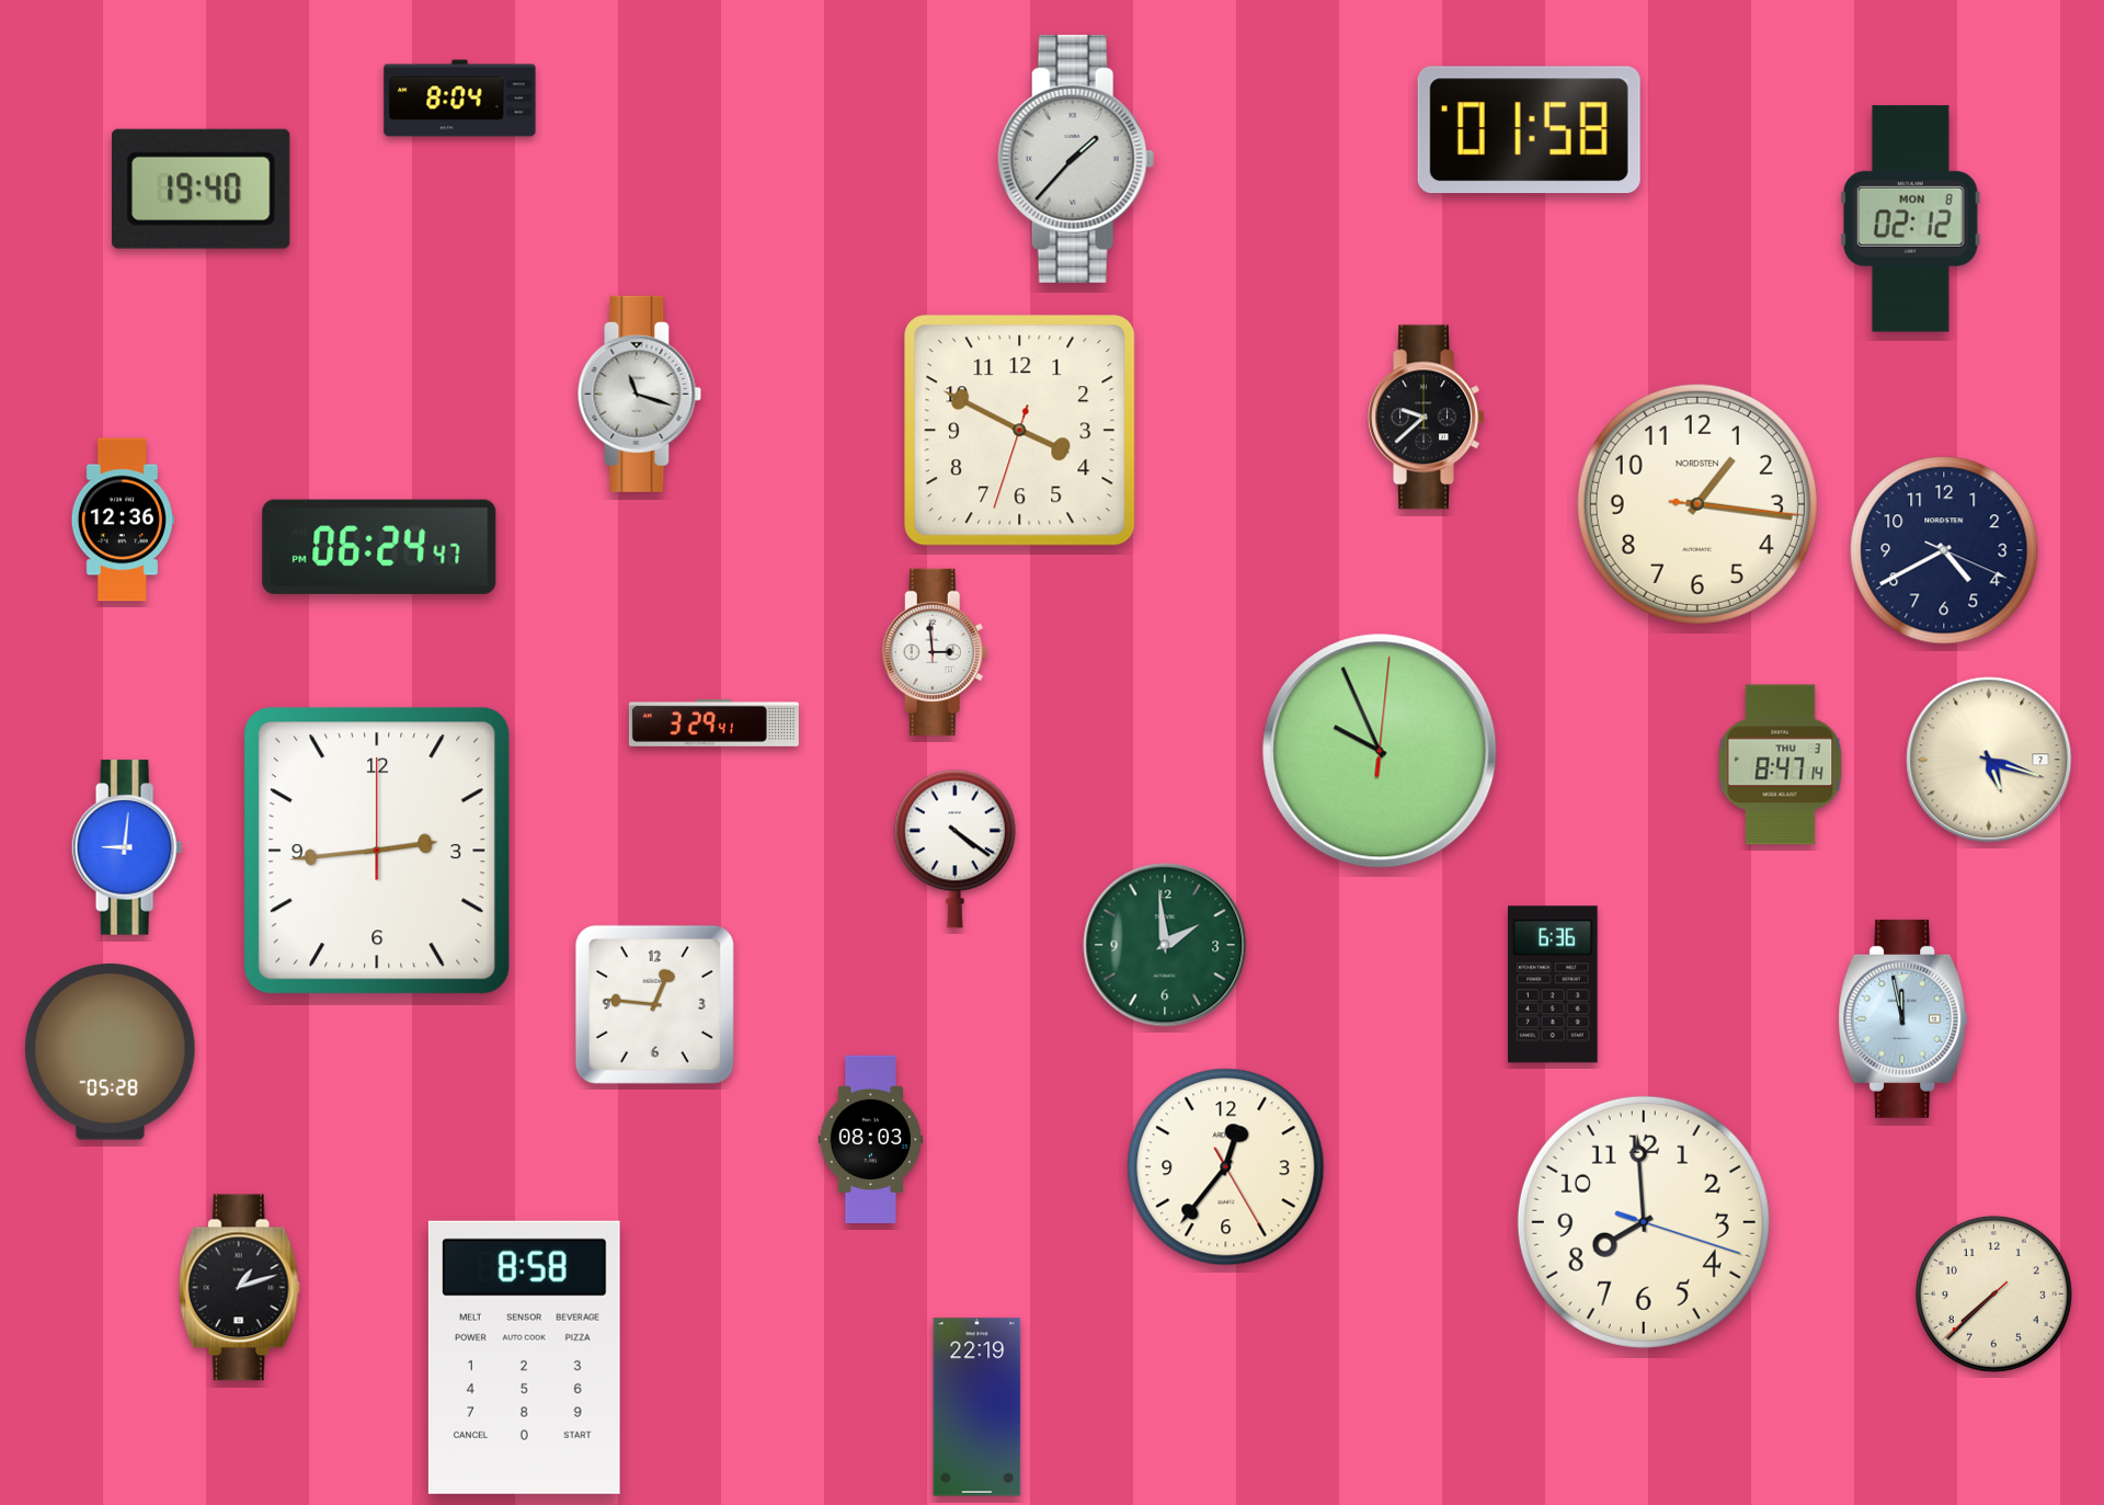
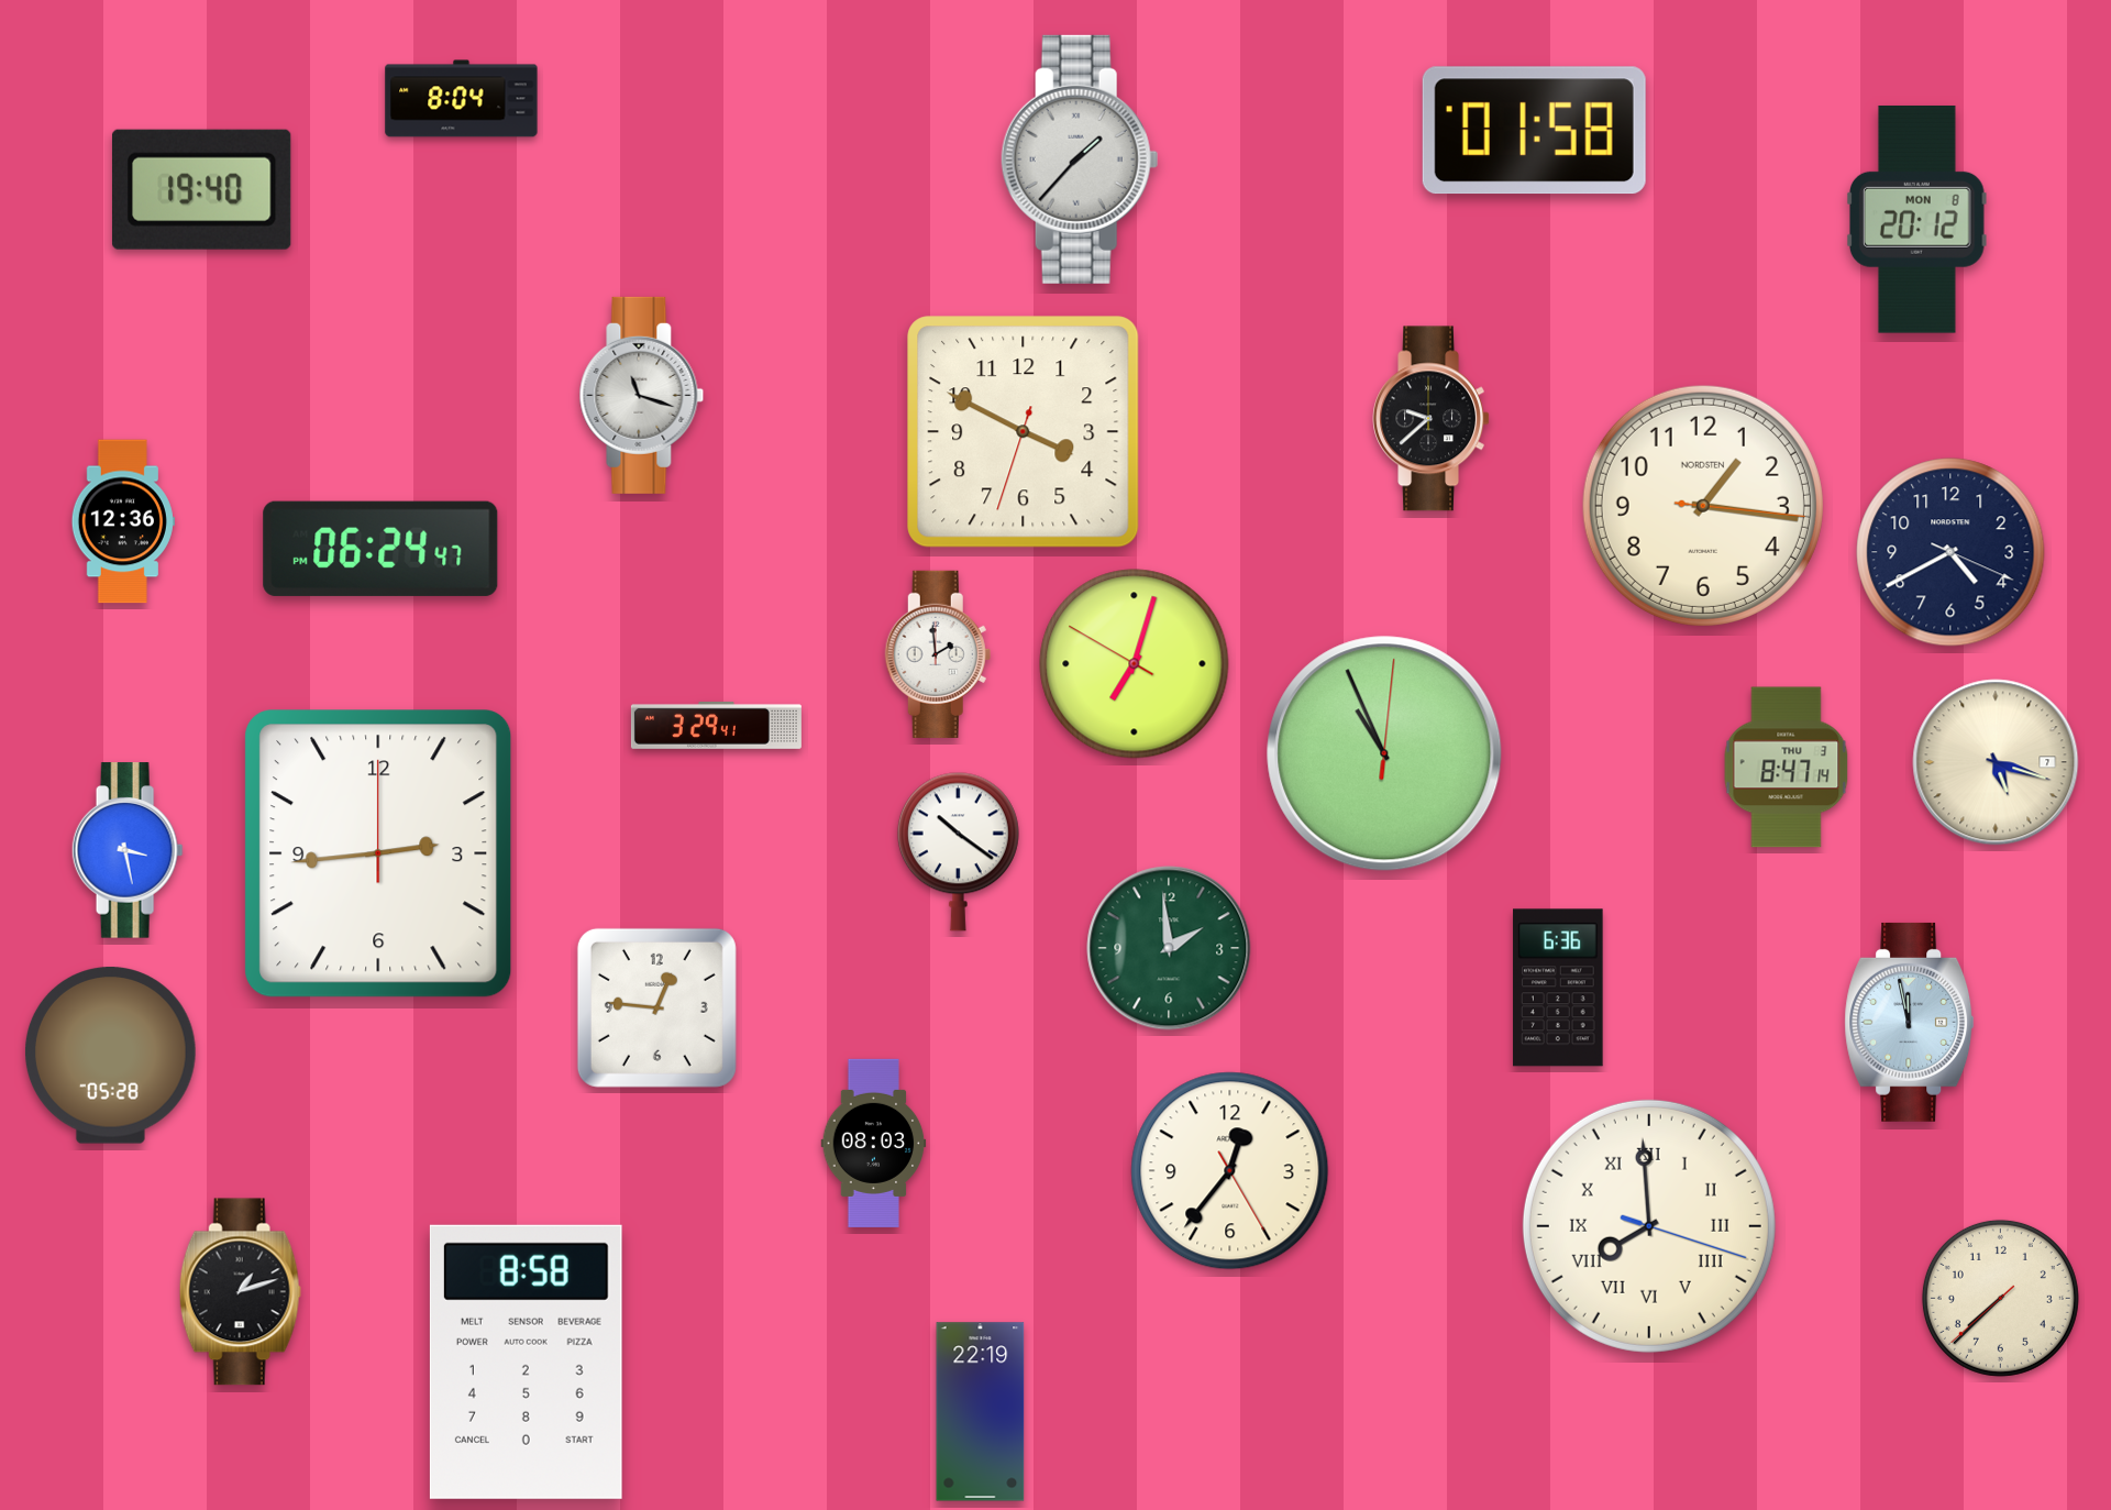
clock at (1911, 218): 02:12 -> 20:12
clock at (935, 652): 2:59 -> 1:59
clock at (1135, 664): none -> 7:02
clock at (1380, 751): 9:56 -> 10:56
clock at (127, 847): 9:01 -> 3:28
clock at (954, 848): 4:21 -> 10:21
clock at (1644, 1222) numerals: Arabic -> Roman
